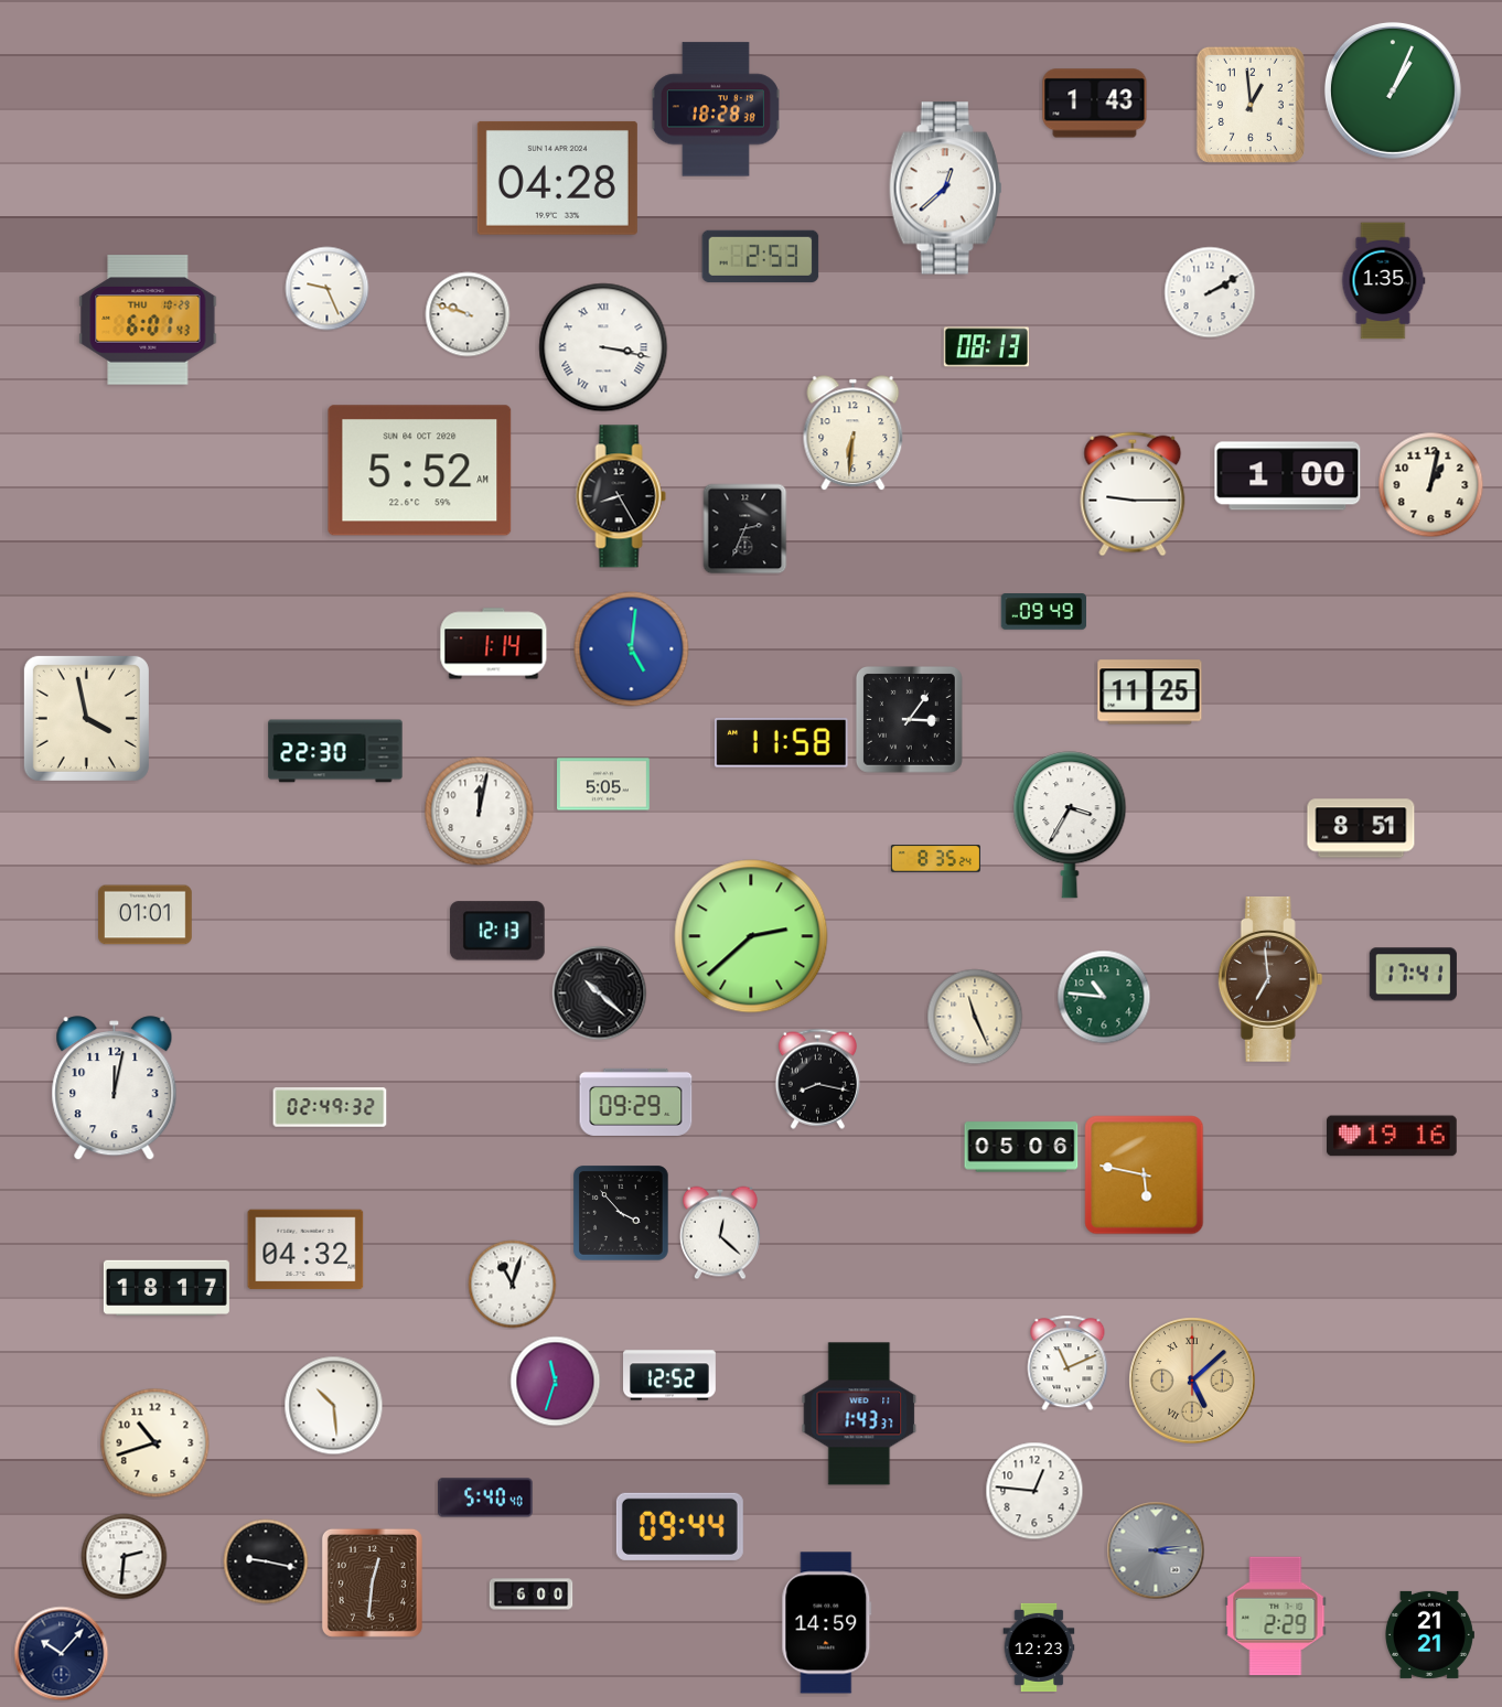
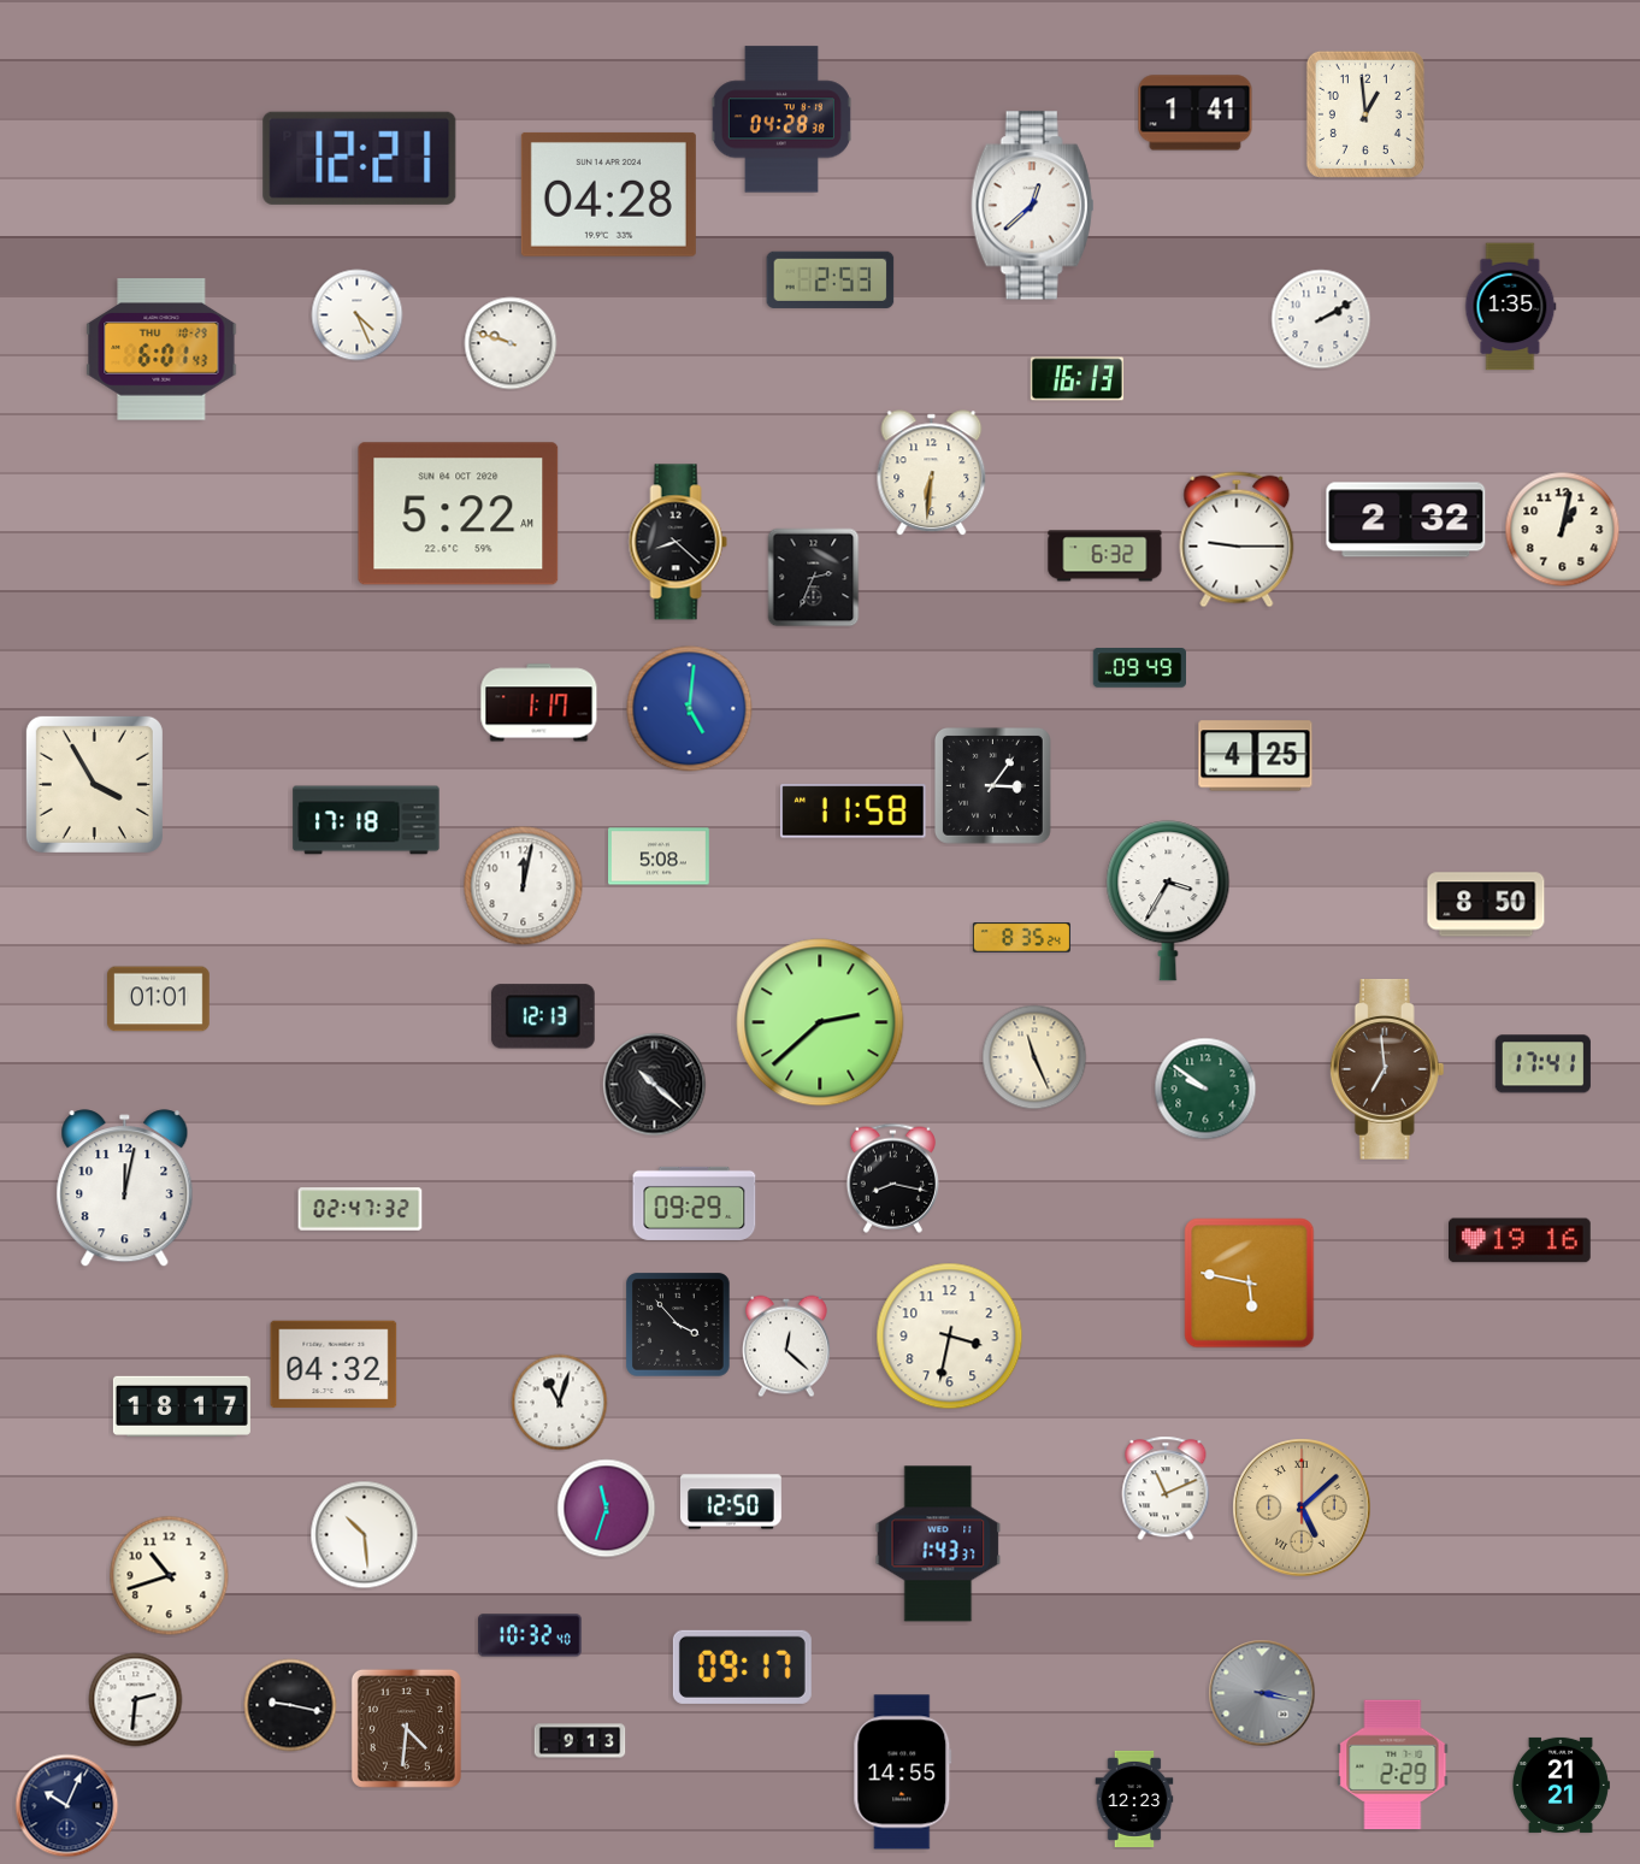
clock at (1393, 90): 1:04 -> none
clock at (1095, 104): 1:43 -> 1:41
clock at (716, 109): 18:28 -> 04:28
clock at (360, 158): none -> 12:21
clock at (328, 289): 9:26 -> 4:26
clock at (603, 347): 3:17 -> none
clock at (986, 347): 08:13 -> 16:13
clock at (420, 471): 5:52 -> 5:22
clock at (1288, 476): 1:00 -> 2:32
clock at (621, 496): 8:25 -> 8:22
clock at (1105, 556): none -> 6:32
clock at (494, 644): 1:14 -> 1:17
clock at (1150, 693): 11:25 -> 4:25
clock at (86, 718): 3:58 -> 3:55
clock at (335, 751): 22:30 -> 17:18
clock at (604, 784): 5:05 -> 5:08
clock at (1361, 828): 8:51 -> 8:50
clock at (1104, 997): 10:46 -> 9:51
clock at (975, 1017) position: (975, 1017) -> (1034, 1057)
clock at (330, 1107): 02:49 -> 02:47
clock at (1021, 1147): 05:06 -> none
clock at (950, 1337): none -> 3:32
clock at (670, 1375): 12:52 -> 12:50
clock at (1034, 1491): 12:46 -> none
clock at (485, 1497): 5:40 -> 10:32
clock at (679, 1526): 09:44 -> 09:17
clock at (1156, 1550): 3:14 -> 3:17
clock at (372, 1582): 12:31 -> 4:31
clock at (532, 1595): 6:00 -> 9:13
clock at (827, 1623): 14:59 -> 14:55
clock at (62, 1654): 10:07 -> 10:04
